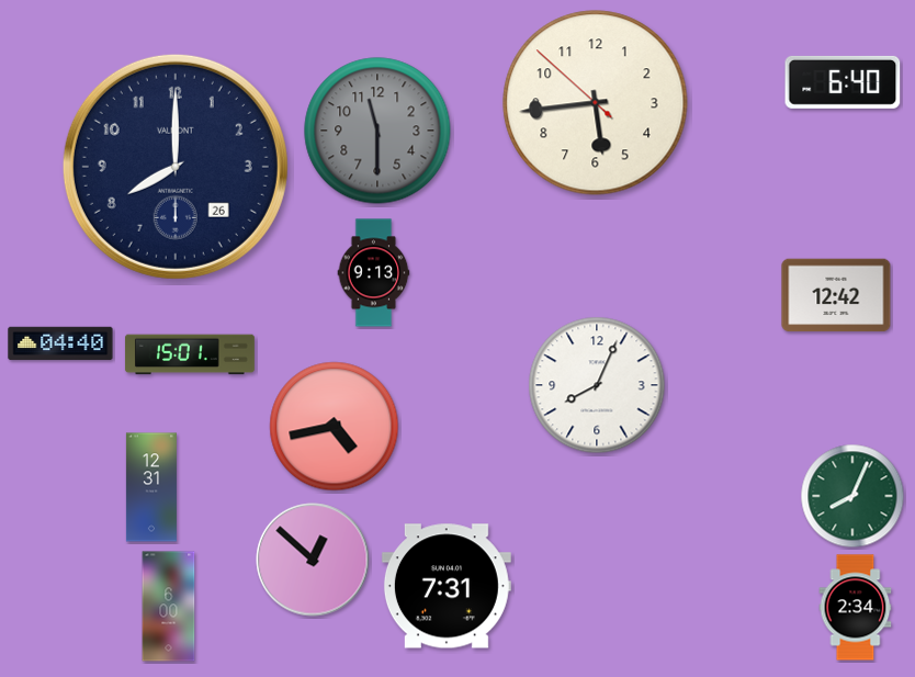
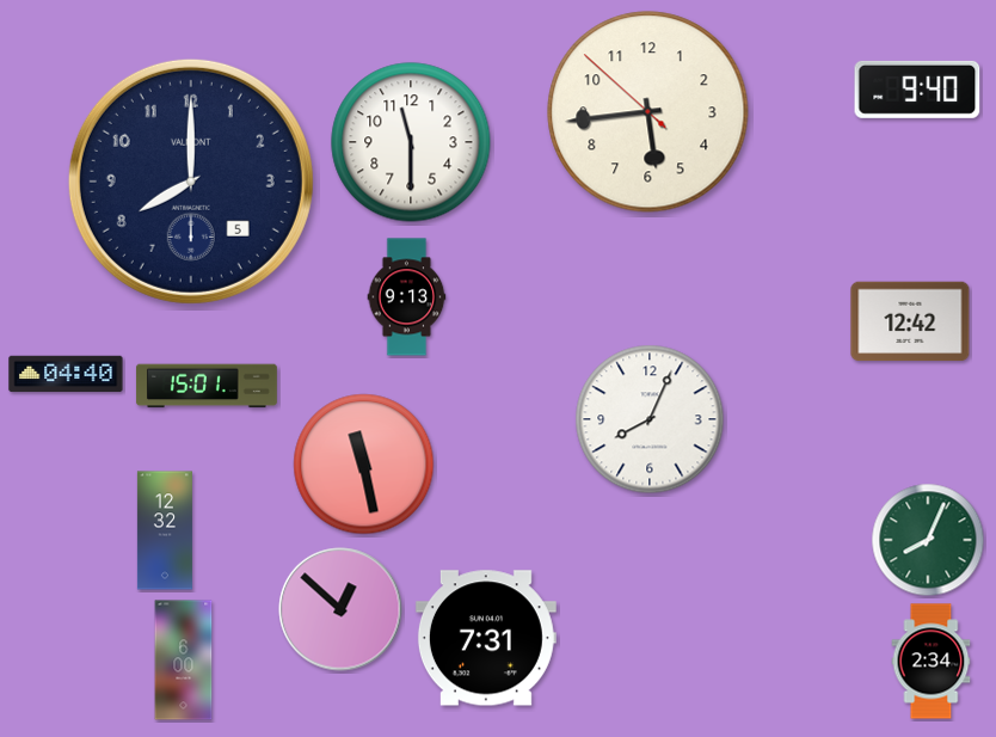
clock at (843, 82): 6:40 -> 9:40
clock at (377, 131) dial: grey -> white
clock at (176, 167) date: 26 -> 5
clock at (335, 427): 4:43 -> 11:28
clock at (151, 487): 12:31 -> 12:32
